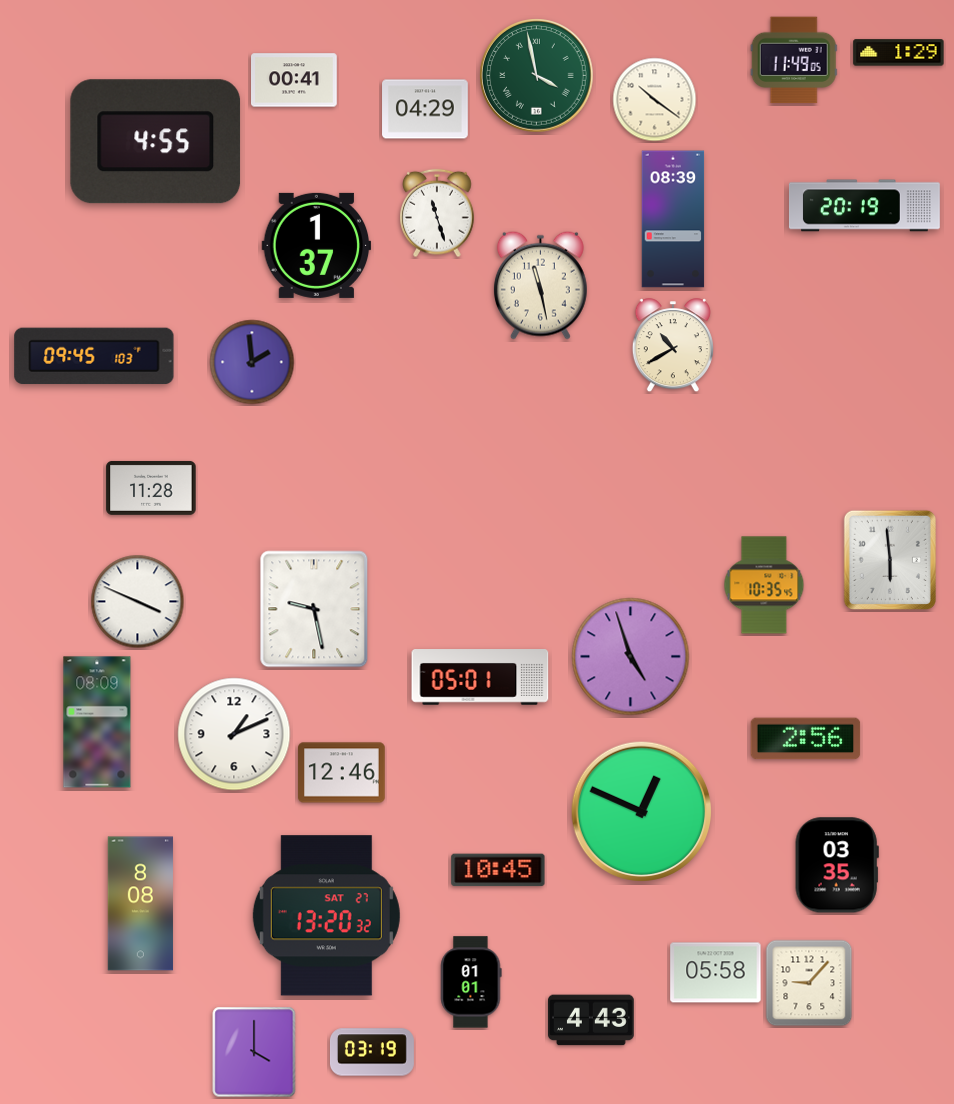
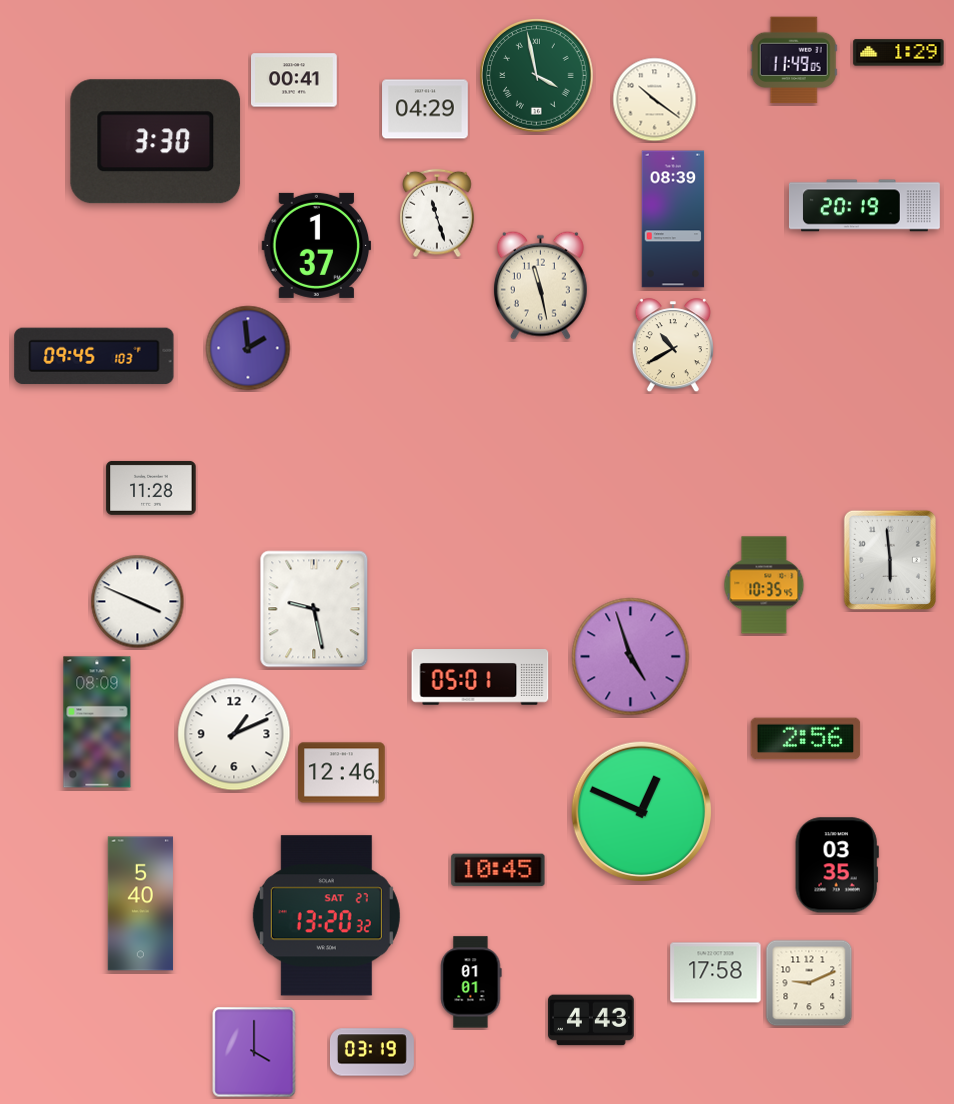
clock at (156, 142): 4:55 -> 3:30
clock at (252, 362) position: (252, 362) -> (248, 348)
clock at (140, 904): 8:08 -> 5:40
clock at (716, 973): 05:58 -> 17:58
clock at (809, 983): 9:07 -> 9:11
